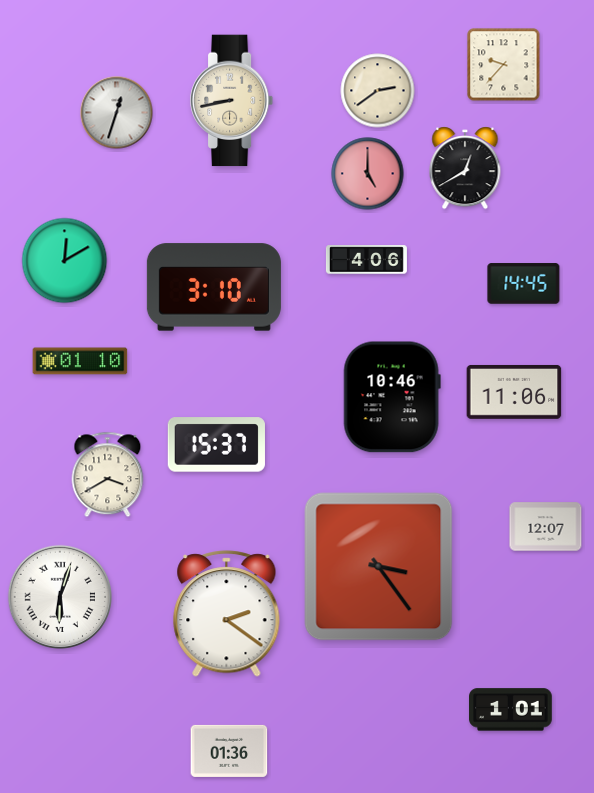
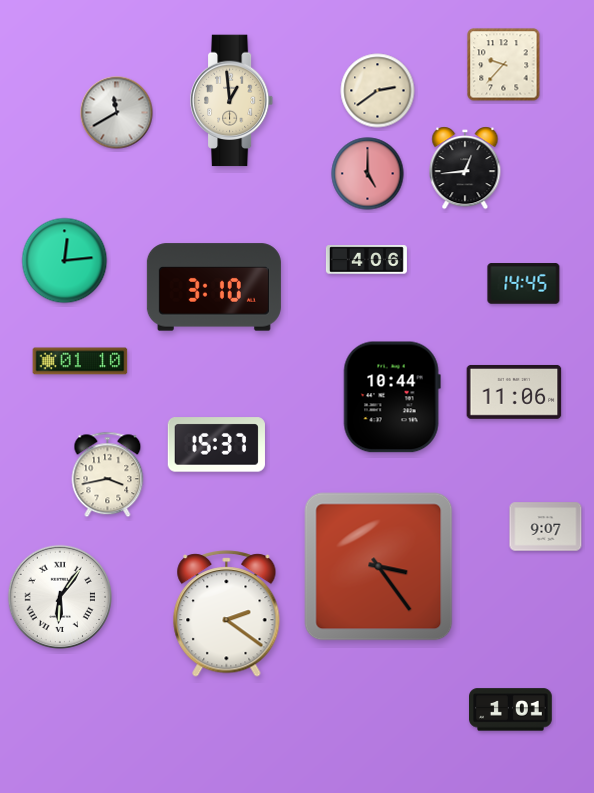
clock at (232, 101): 8:43 -> 12:59
clock at (117, 113): 12:33 -> 11:40
clock at (465, 168): 12:40 -> 12:44
clock at (65, 261): 12:10 -> 12:14
clock at (392, 397): 10:46 -> 10:44
clock at (108, 475): 3:40 -> 3:43
clock at (546, 527): 12:07 -> 9:07
clock at (59, 596): 6:03 -> 6:06
clock at (229, 751): 01:36 -> none
